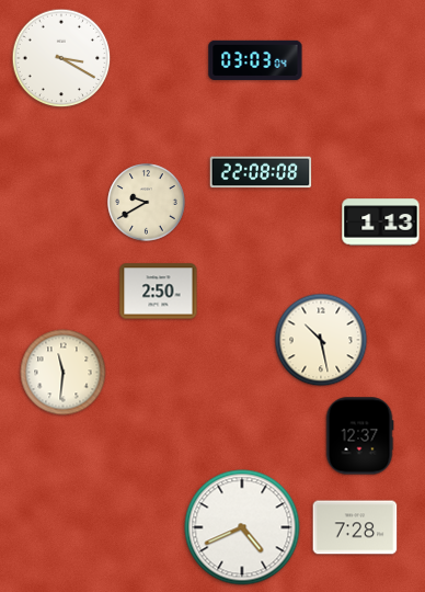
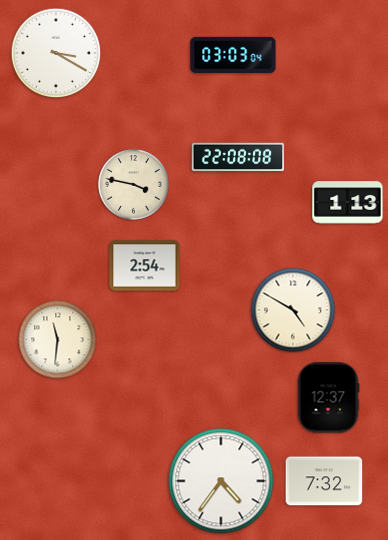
clock at (147, 203): 9:40 -> 3:47
clock at (159, 292): 2:50 -> 2:54
clock at (321, 340): 10:28 -> 4:50
clock at (242, 527): 4:41 -> 4:36
clock at (355, 527): 7:28 -> 7:32
